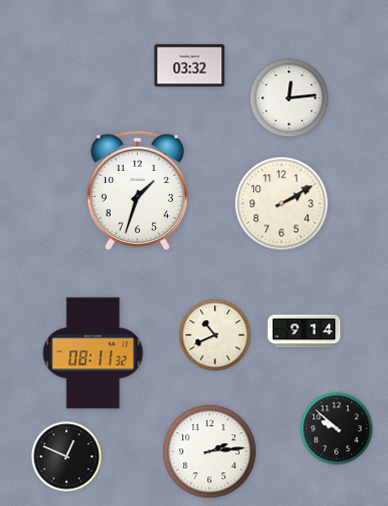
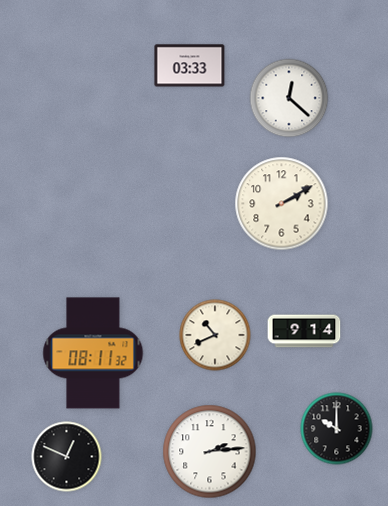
clock at (190, 66): 03:32 -> 03:33
clock at (289, 98): 12:14 -> 12:22
clock at (137, 191): 1:33 -> none
clock at (337, 429): 9:52 -> 10:00
